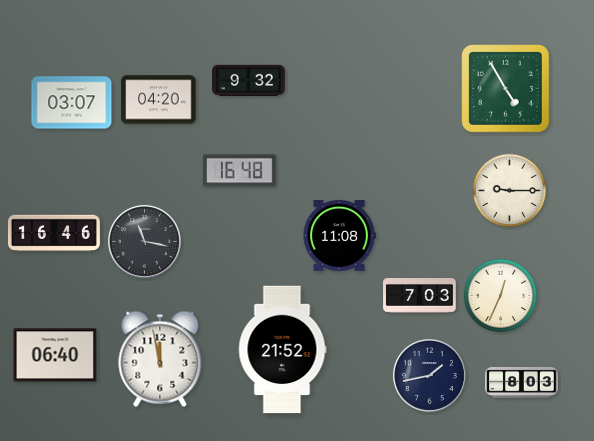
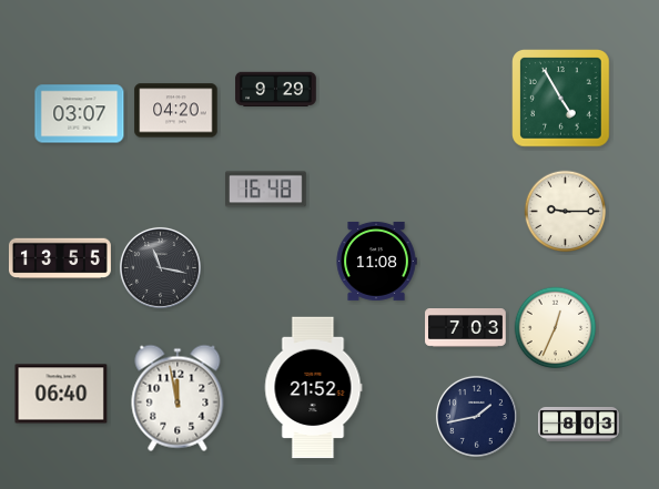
clock at (249, 80): 9:32 -> 9:29
clock at (54, 233): 16:46 -> 13:55
